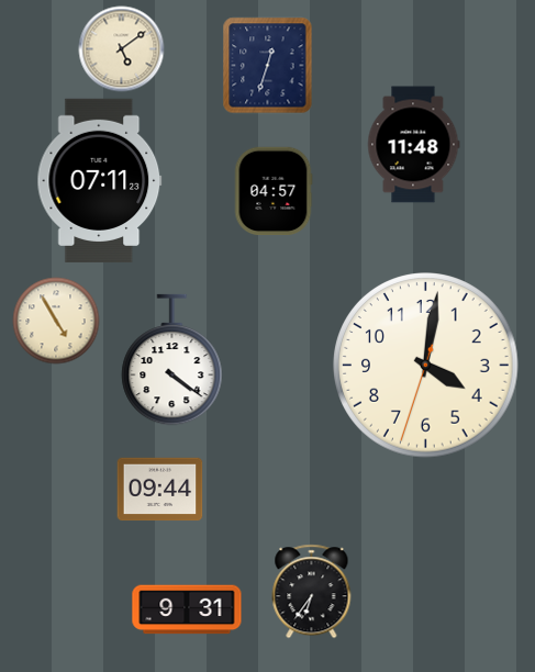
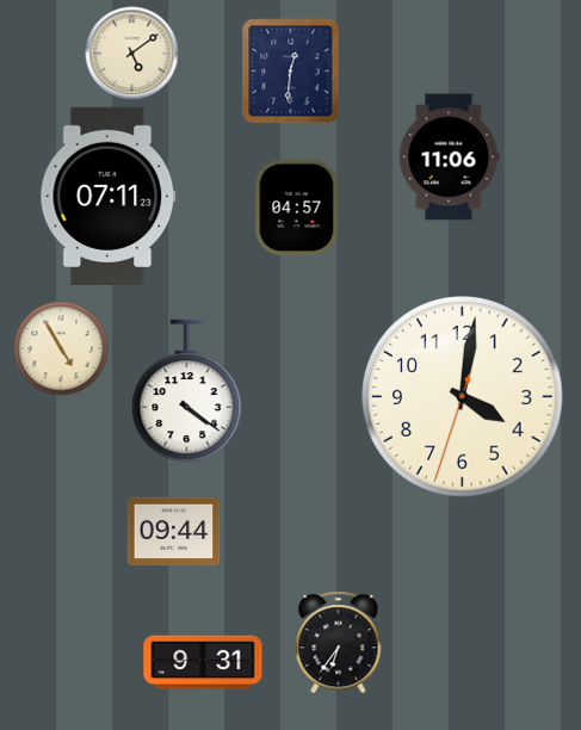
clock at (268, 66): 12:33 -> 12:31
clock at (413, 145): 11:48 -> 11:06
